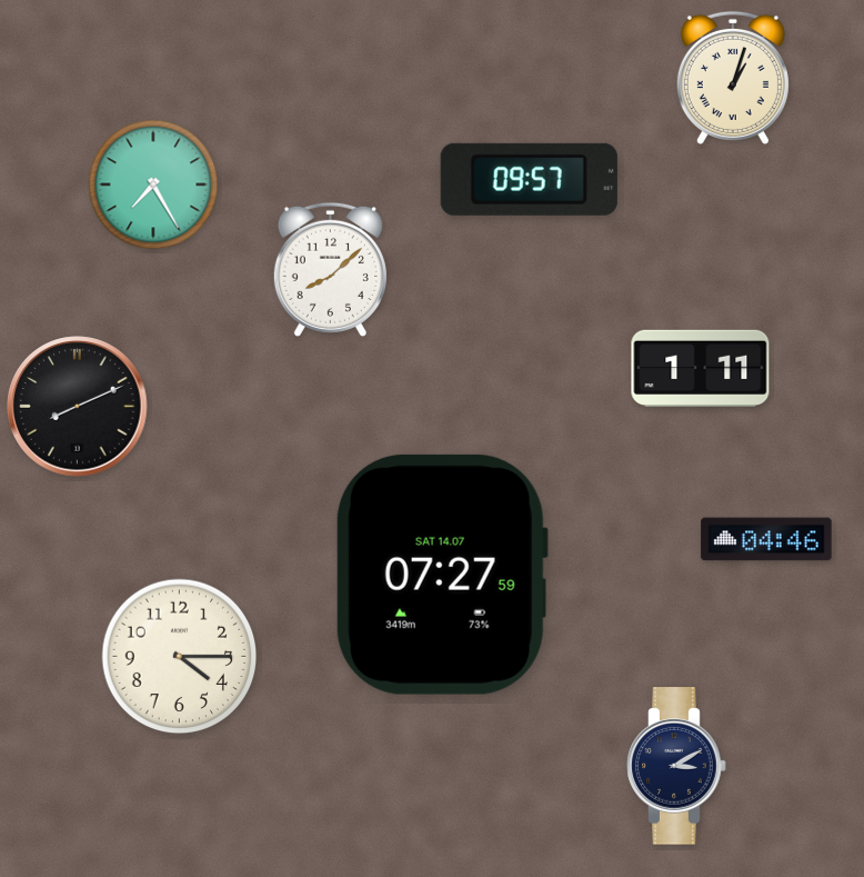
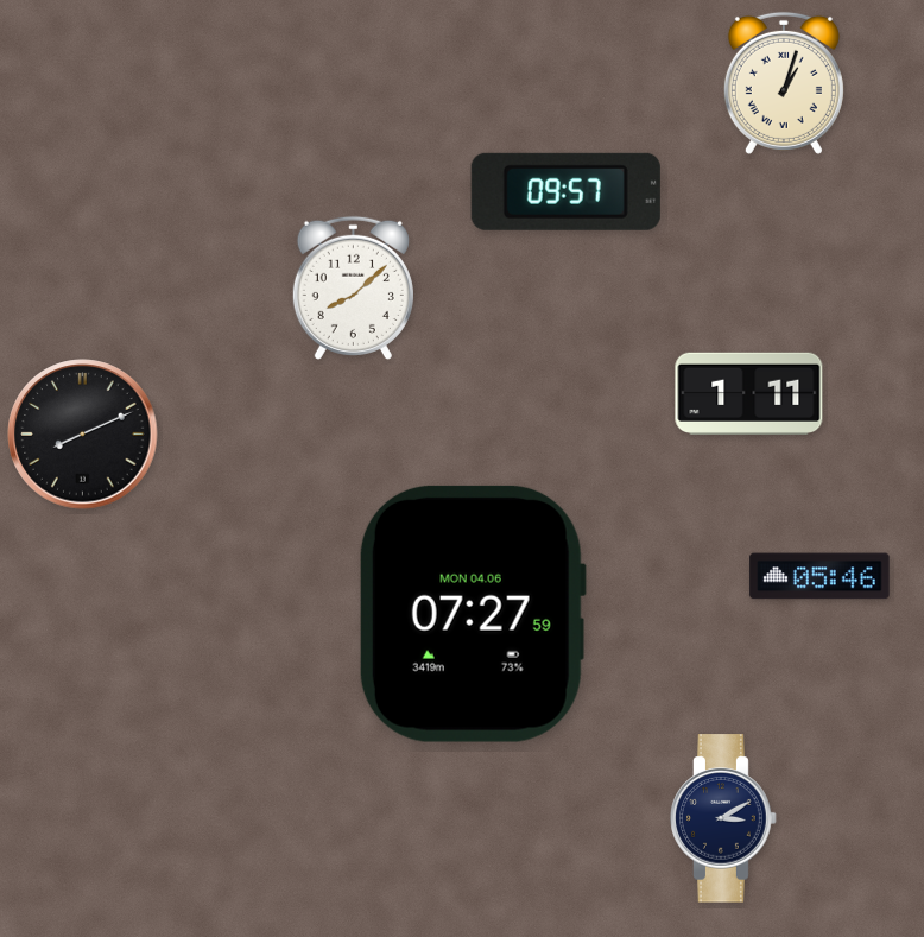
clock at (153, 185): 7:25 -> none
clock at (766, 539): 04:46 -> 05:46
clock at (442, 575) date: SAT 14.07 -> MON 04.06
clock at (180, 657): 4:15 -> none
